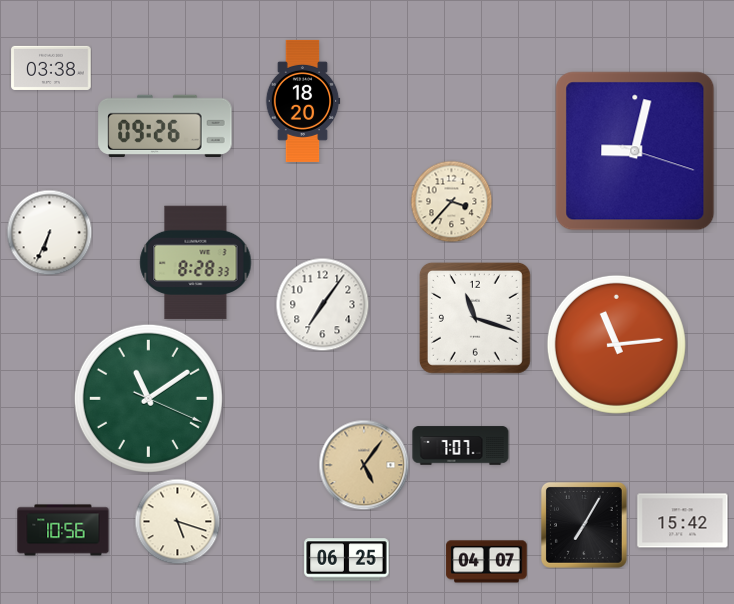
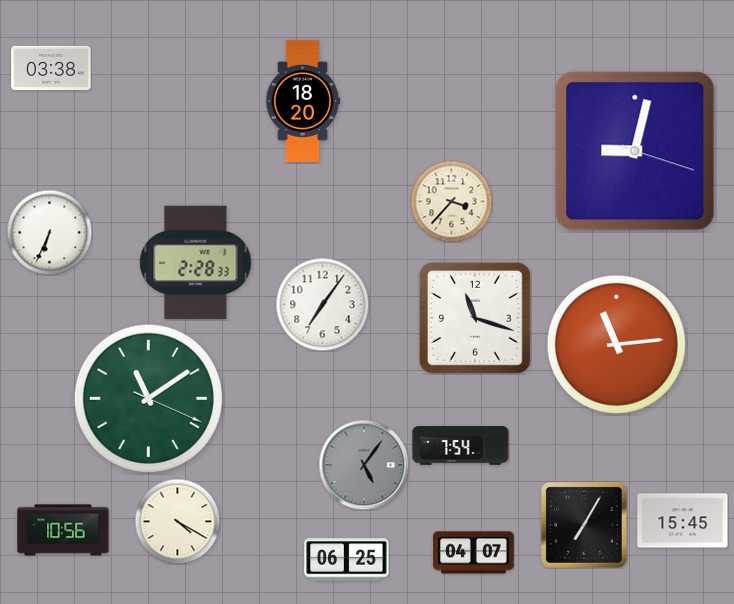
clock at (165, 126): 09:26 -> none
clock at (196, 263): 8:28 -> 2:28
clock at (461, 446): 7:07 -> 7:54
clock at (364, 465) dial: champagne -> grey
clock at (177, 521): 5:18 -> 4:20
clock at (683, 521): 15:42 -> 15:45
clock at (487, 562) position: (487, 562) -> (474, 553)
